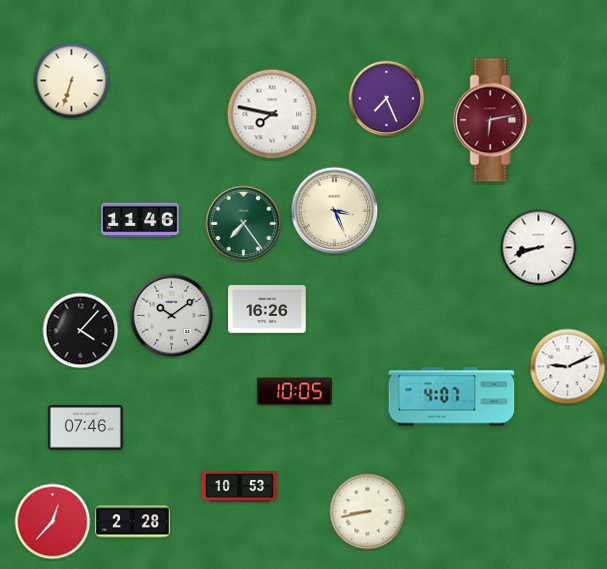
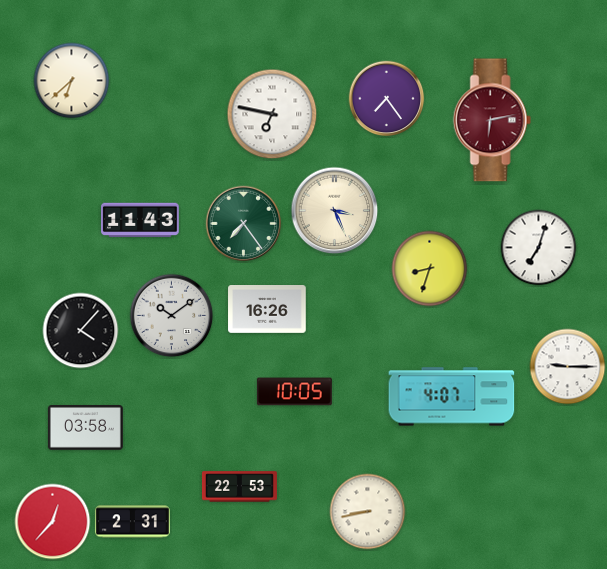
clock at (72, 81): 6:33 -> 6:38
clock at (387, 99): 7:26 -> 7:24
clock at (272, 114): 7:47 -> 6:47
clock at (140, 220): 11:46 -> 11:43
clock at (539, 248): 8:42 -> 7:03
clock at (430, 269): none -> 8:33
clock at (568, 367): 9:11 -> 9:15
clock at (85, 428): 07:46 -> 03:58
clock at (239, 487): 10:53 -> 22:53
clock at (132, 522): 2:28 -> 2:31
